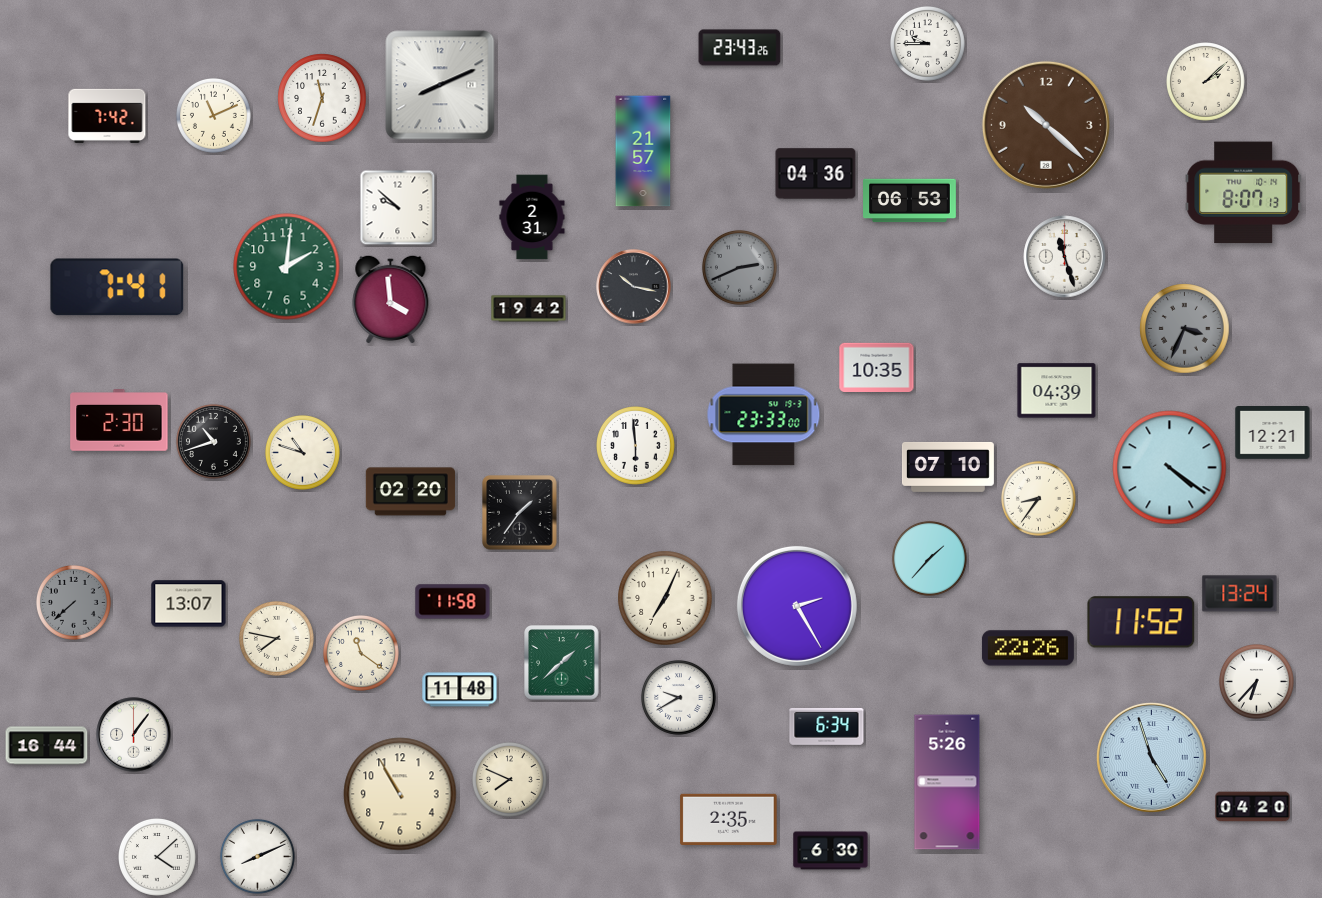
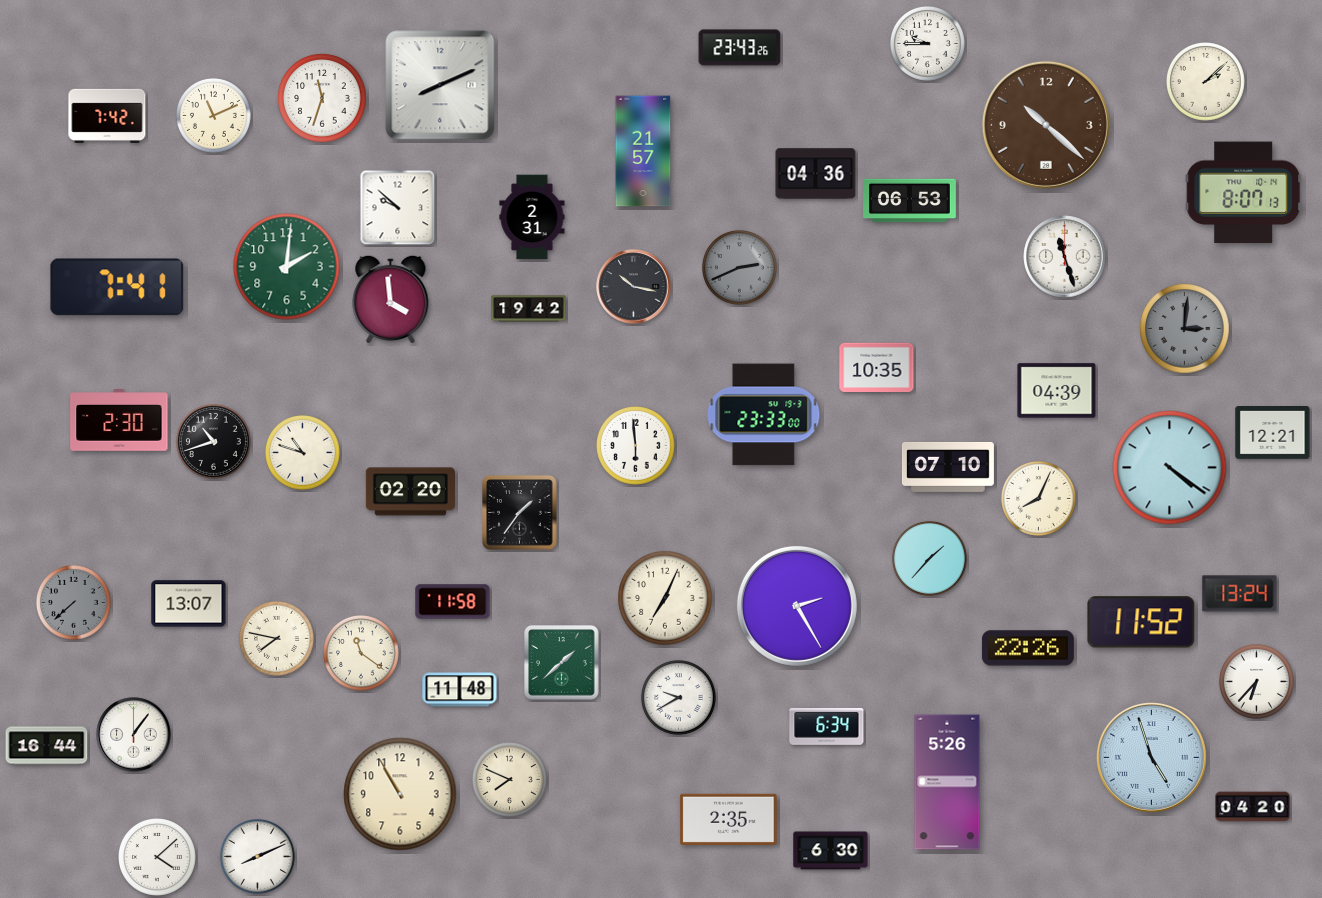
clock at (1185, 329): 3:34 -> 3:01
clock at (1038, 498): 8:36 -> 8:04
